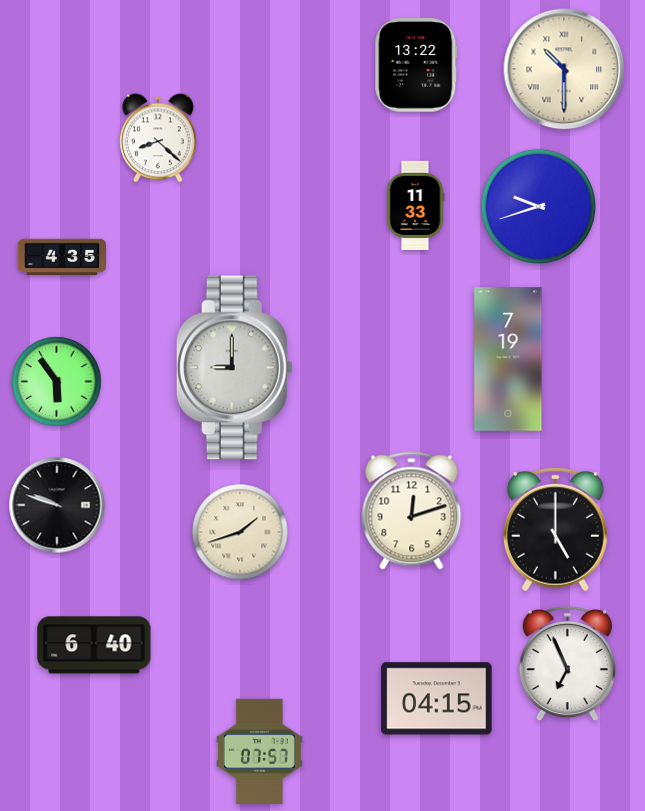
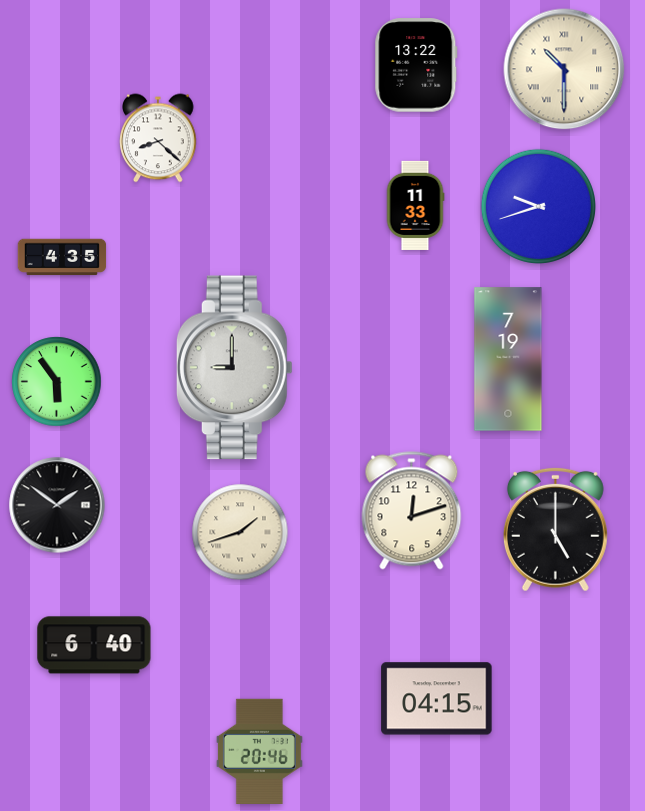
clock at (57, 505): 9:48 -> 1:51
clock at (567, 664): 6:56 -> none
clock at (259, 751): 07:57 -> 20:46
